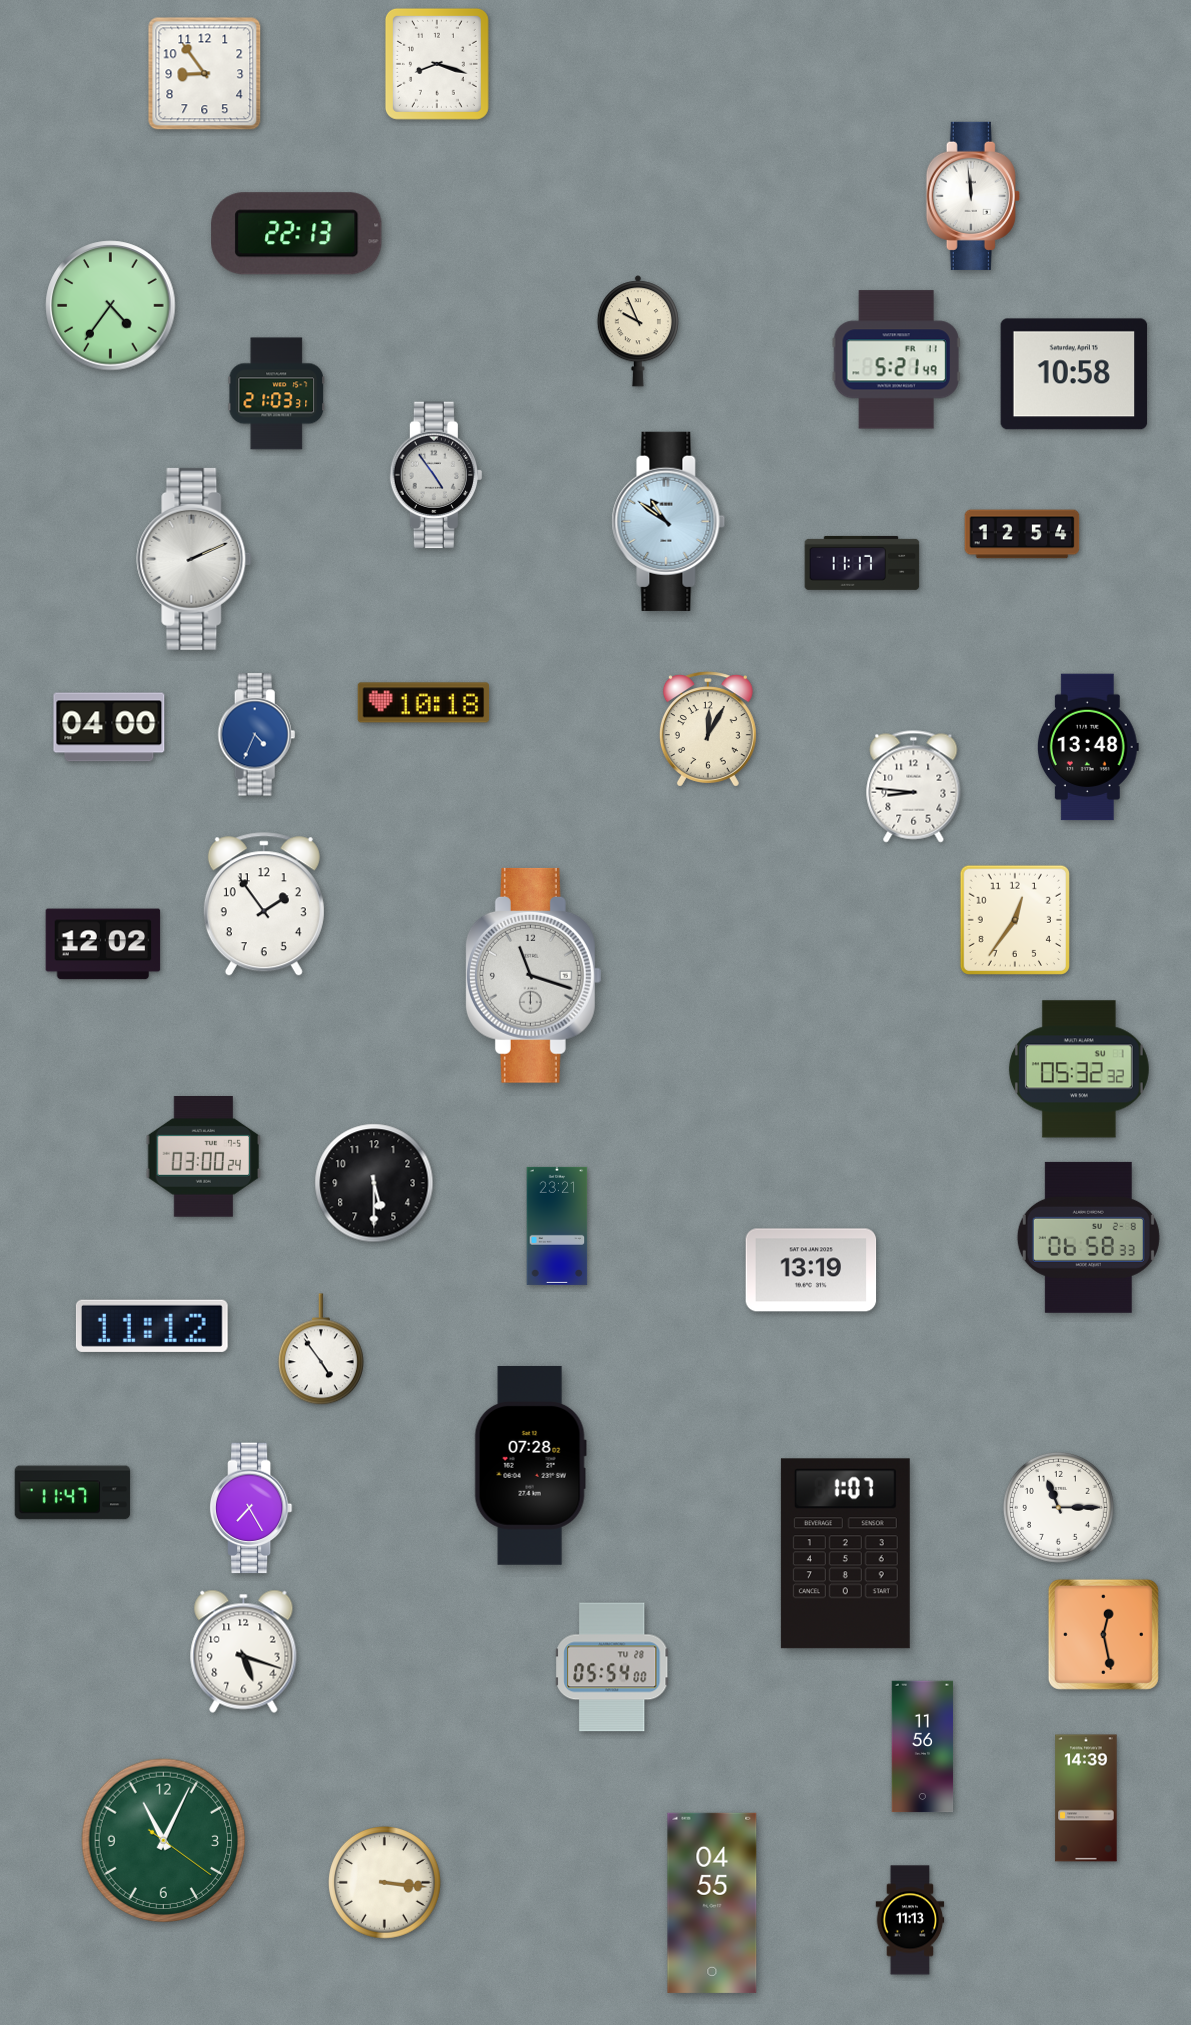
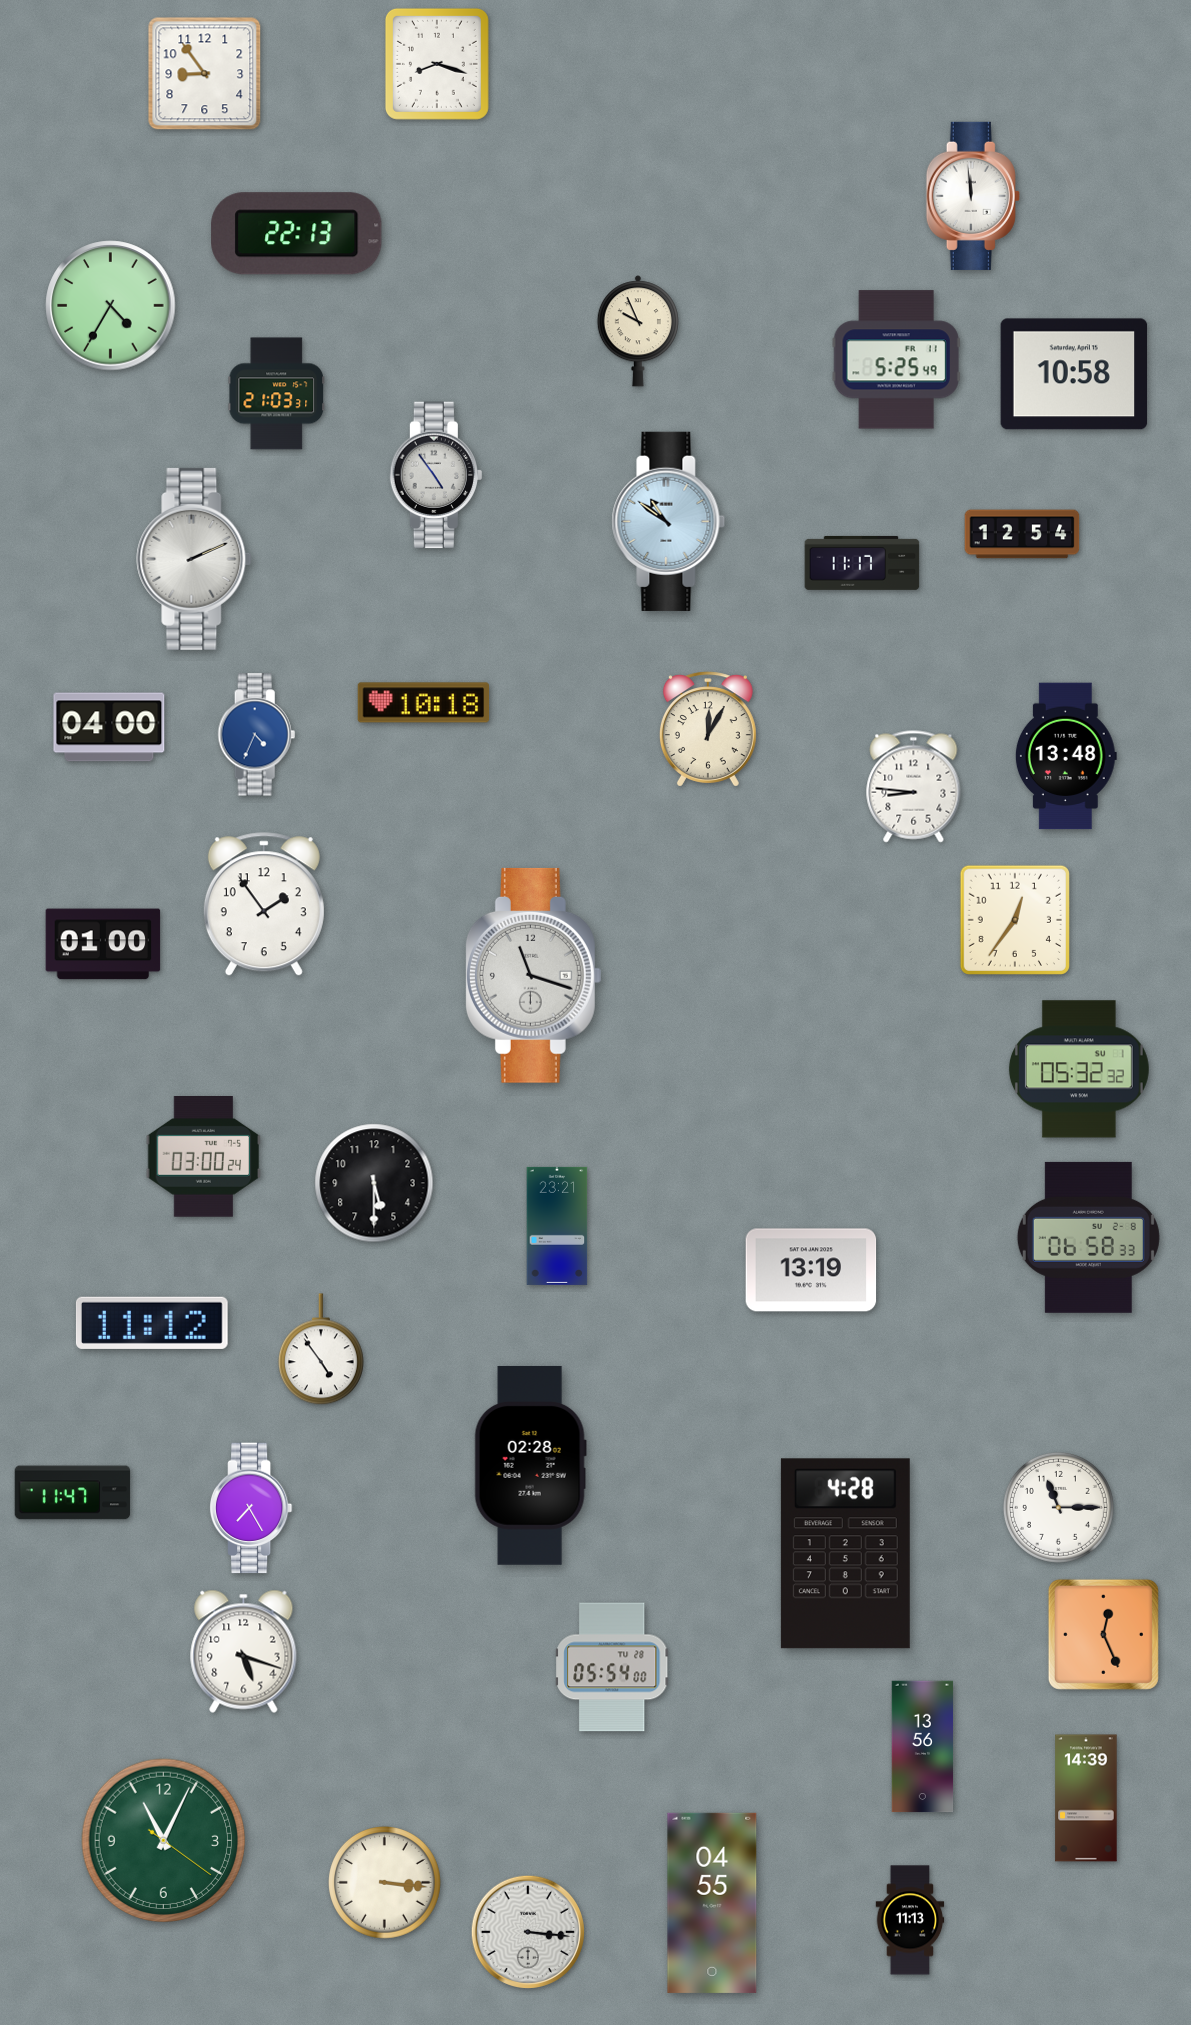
clock at (111, 306): 4:36 -> 4:35
clock at (896, 360): 5:21 -> 5:25
clock at (1088, 747) position: (1088, 747) -> (1066, 756)
clock at (103, 944): 12:02 -> 01:00
clock at (152, 1326) position: (152, 1326) -> (152, 1323)
clock at (530, 1465): 07:28 -> 02:28
clock at (845, 1554): 1:07 -> 4:28
clock at (1103, 1634): 12:28 -> 12:26
clock at (923, 1747): 11:56 -> 13:56
clock at (527, 1931): none -> 3:16
